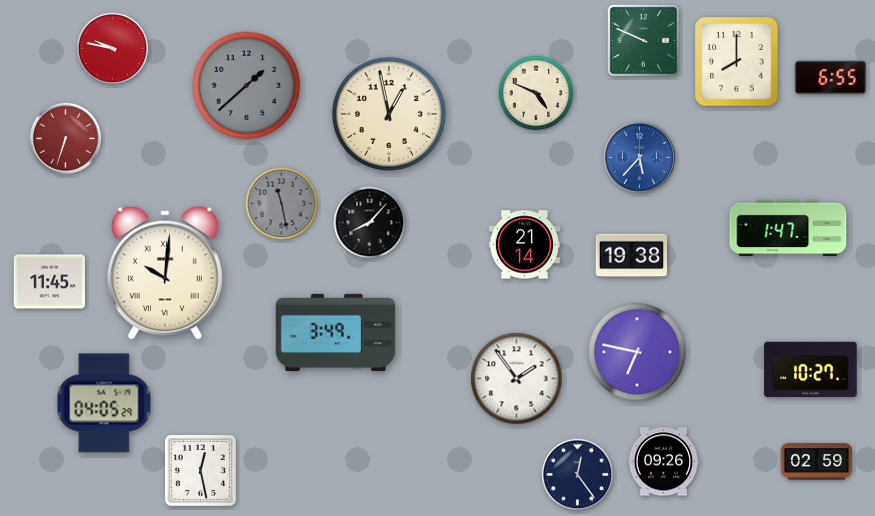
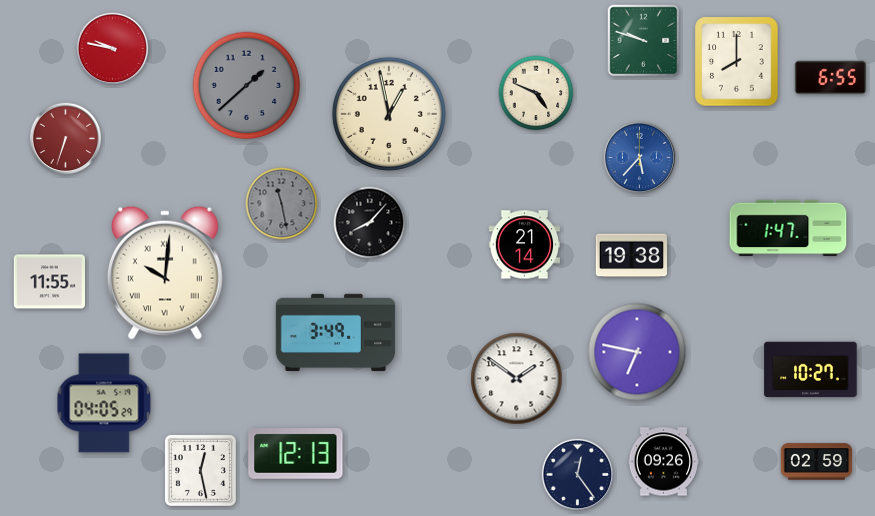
clock at (644, 41): 9:49 -> 9:48
clock at (49, 282): 11:45 -> 11:55
clock at (517, 379): 1:54 -> 1:51
clock at (296, 454): none -> 12:13
